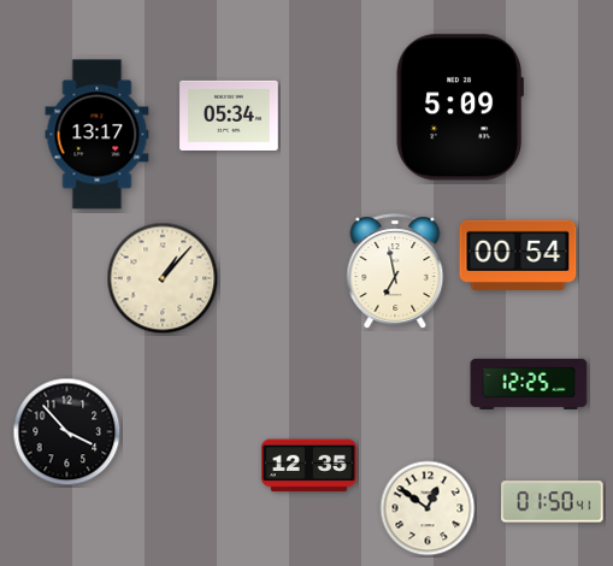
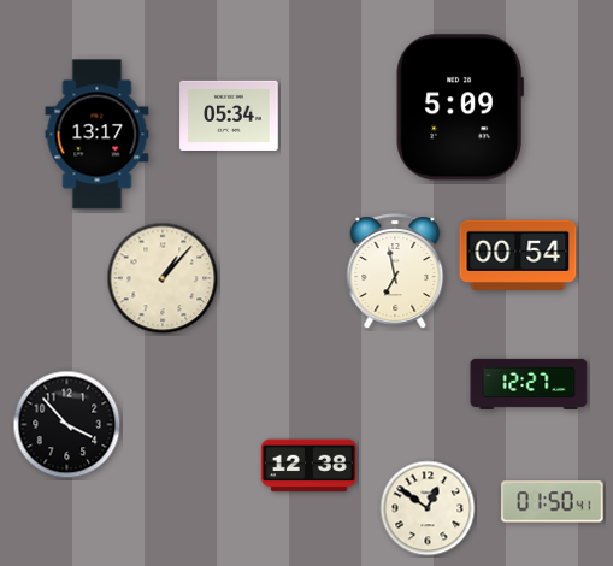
clock at (529, 384): 12:25 -> 12:27
clock at (67, 432) position: (67, 432) -> (67, 425)
clock at (308, 466): 12:35 -> 12:38
